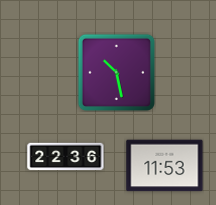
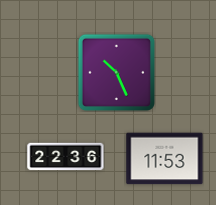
clock at (116, 72): 10:28 -> 10:26
clock at (165, 166) position: (165, 166) -> (165, 159)
